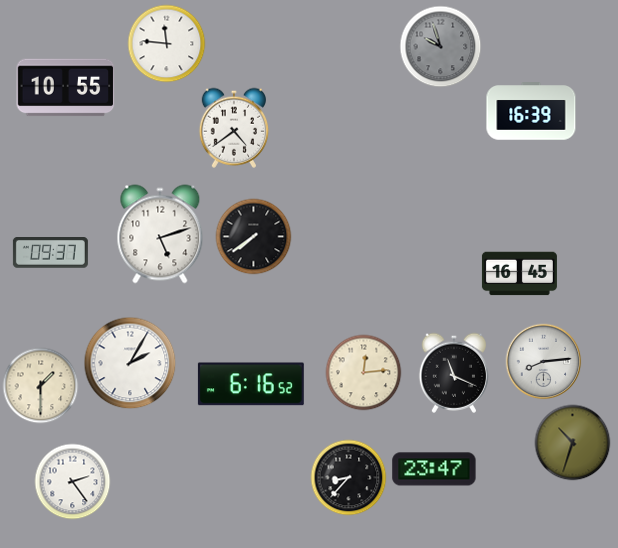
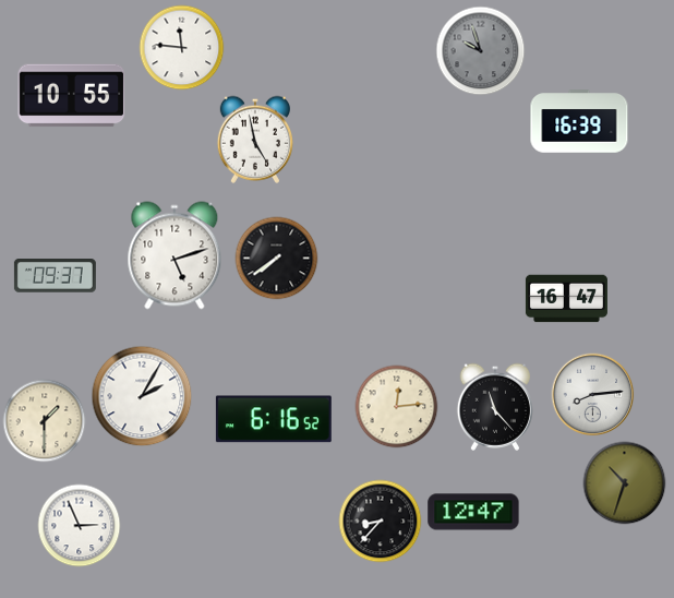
clock at (233, 128): 4:39 -> 4:58
clock at (519, 274): 16:45 -> 16:47
clock at (453, 373): 11:19 -> 11:23
clock at (434, 469): 23:47 -> 12:47
clock at (73, 482): 2:24 -> 2:56
